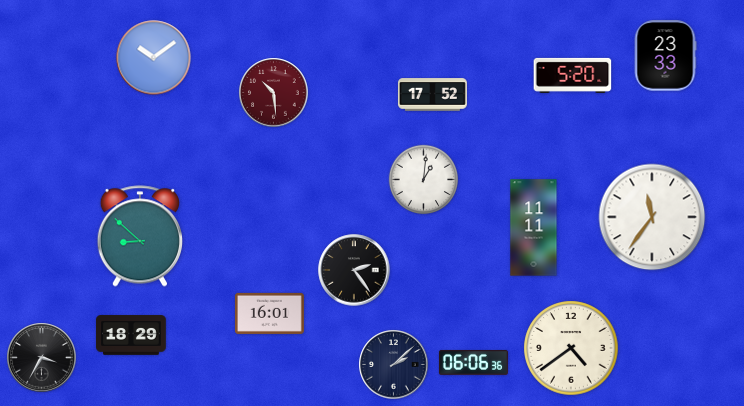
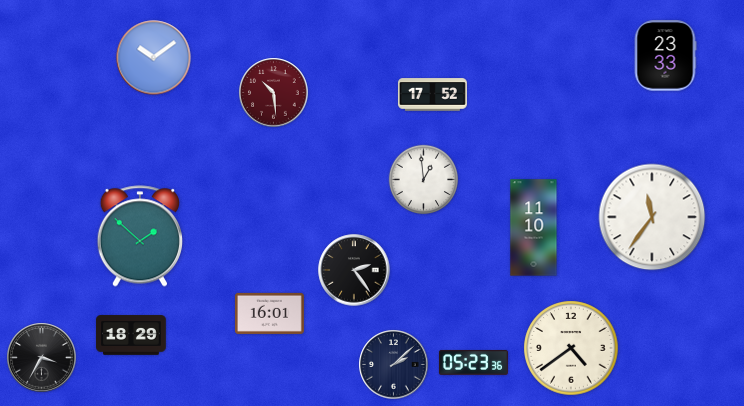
clock at (573, 75): 5:20 -> none
clock at (424, 180): 1:01 -> 12:59
clock at (534, 228): 11:11 -> 11:10
clock at (139, 236): 8:52 -> 1:52
clock at (473, 363): 06:06 -> 05:23
